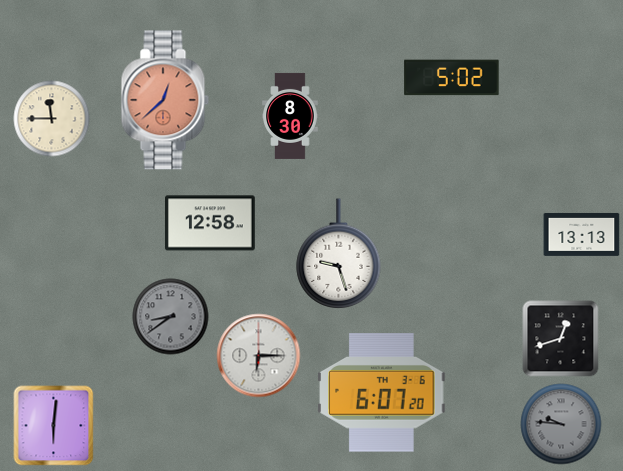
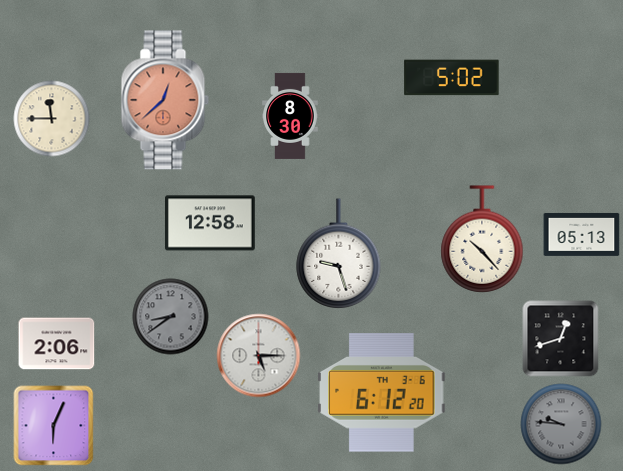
clock at (582, 234): 13:13 -> 05:13
clock at (482, 239): none -> 10:23
clock at (57, 344): none -> 2:06
clock at (259, 356): 6:15 -> 5:15
clock at (382, 393): 6:07 -> 6:12
clock at (54, 426): 6:01 -> 6:04
